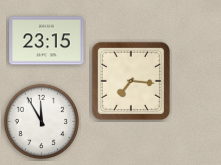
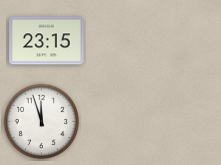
clock at (131, 81): 7:16 -> none
clock at (42, 122): 11:55 -> 11:57
